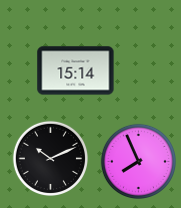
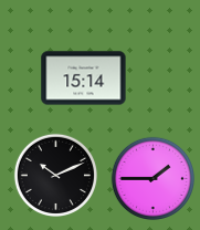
clock at (138, 161): 7:56 -> 1:45
